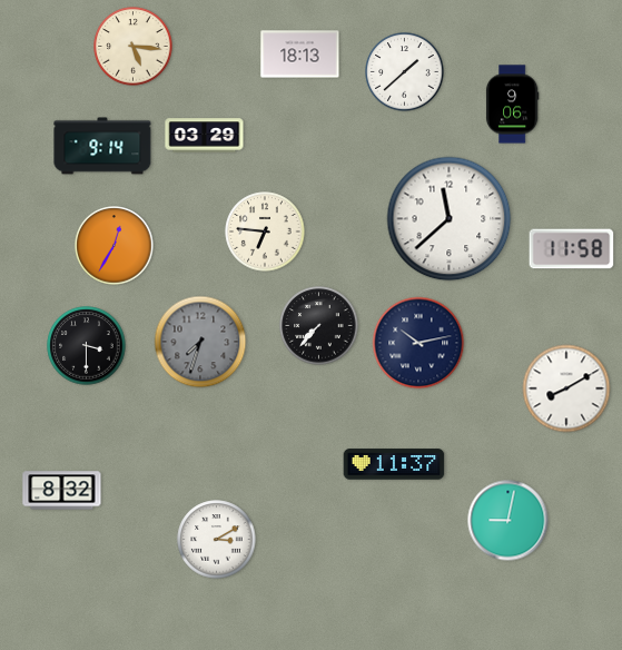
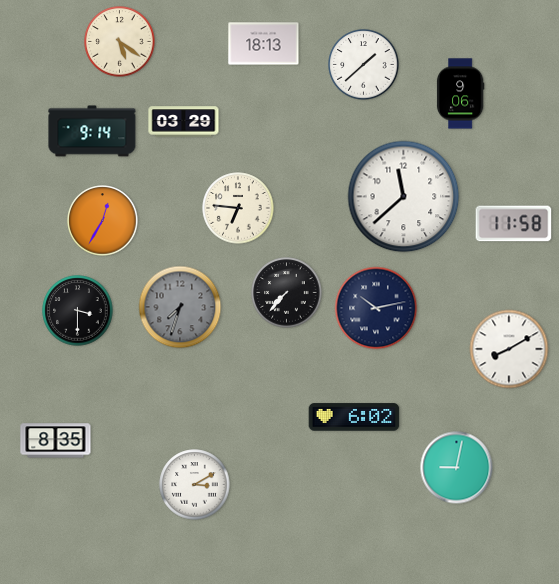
clock at (134, 47): 5:16 -> 5:21
clock at (300, 55) position: (300, 55) -> (264, 44)
clock at (394, 464): 11:37 -> 6:02
clock at (62, 491): 8:32 -> 8:35
